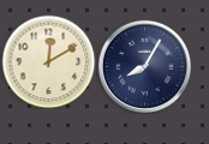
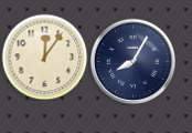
clock at (48, 61): 12:10 -> 12:06
